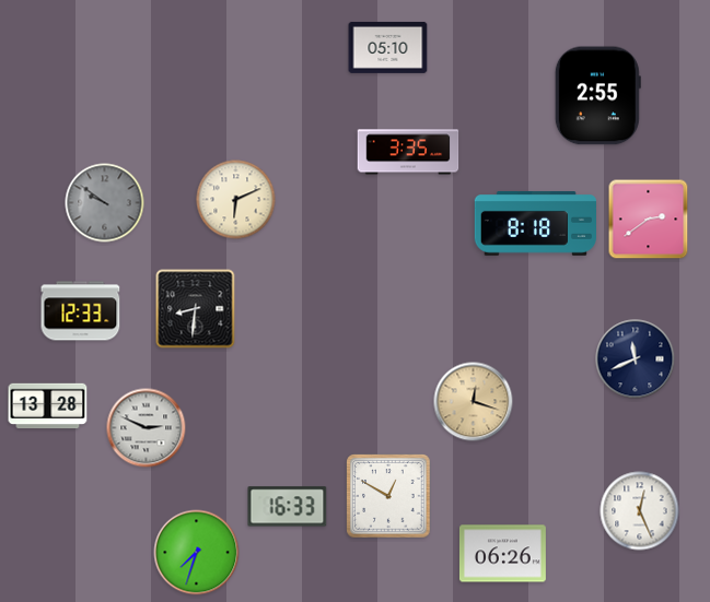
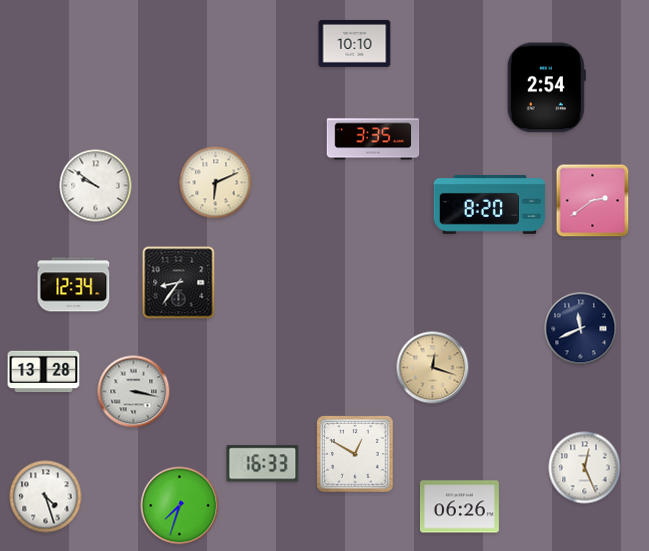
clock at (388, 47): 05:10 -> 10:10
clock at (597, 96): 2:55 -> 2:54
clock at (105, 203) dial: grey -> white
clock at (535, 224): 8:18 -> 8:20
clock at (196, 309): 8:31 -> 8:36
clock at (81, 311): 12:33 -> 12:34
clock at (147, 428): 2:49 -> 3:17
clock at (46, 497): none -> 4:27
